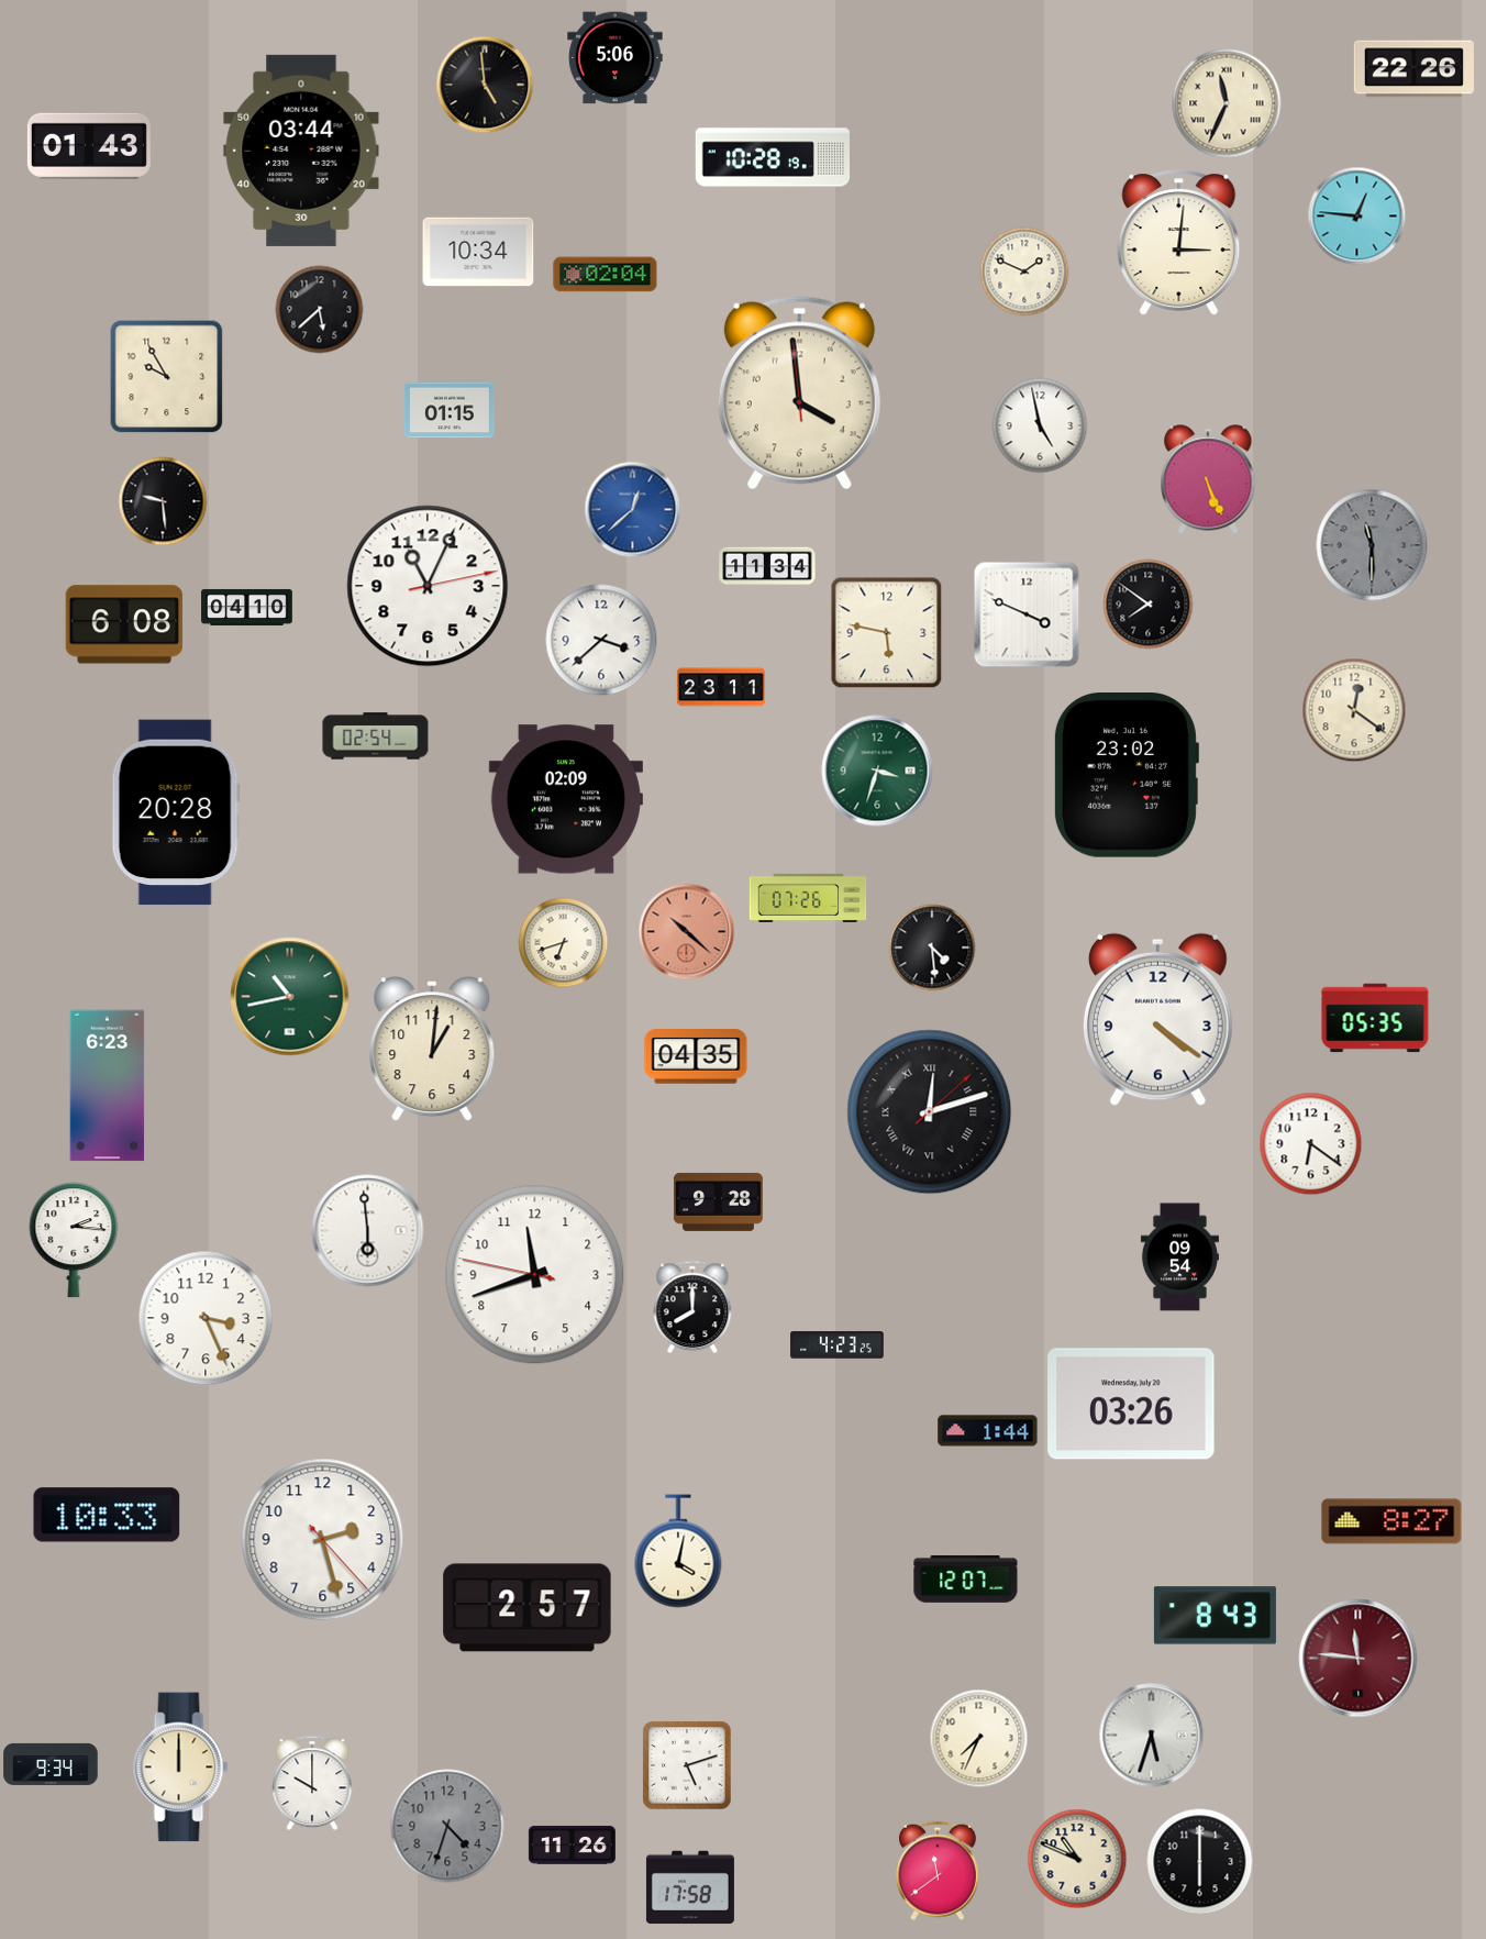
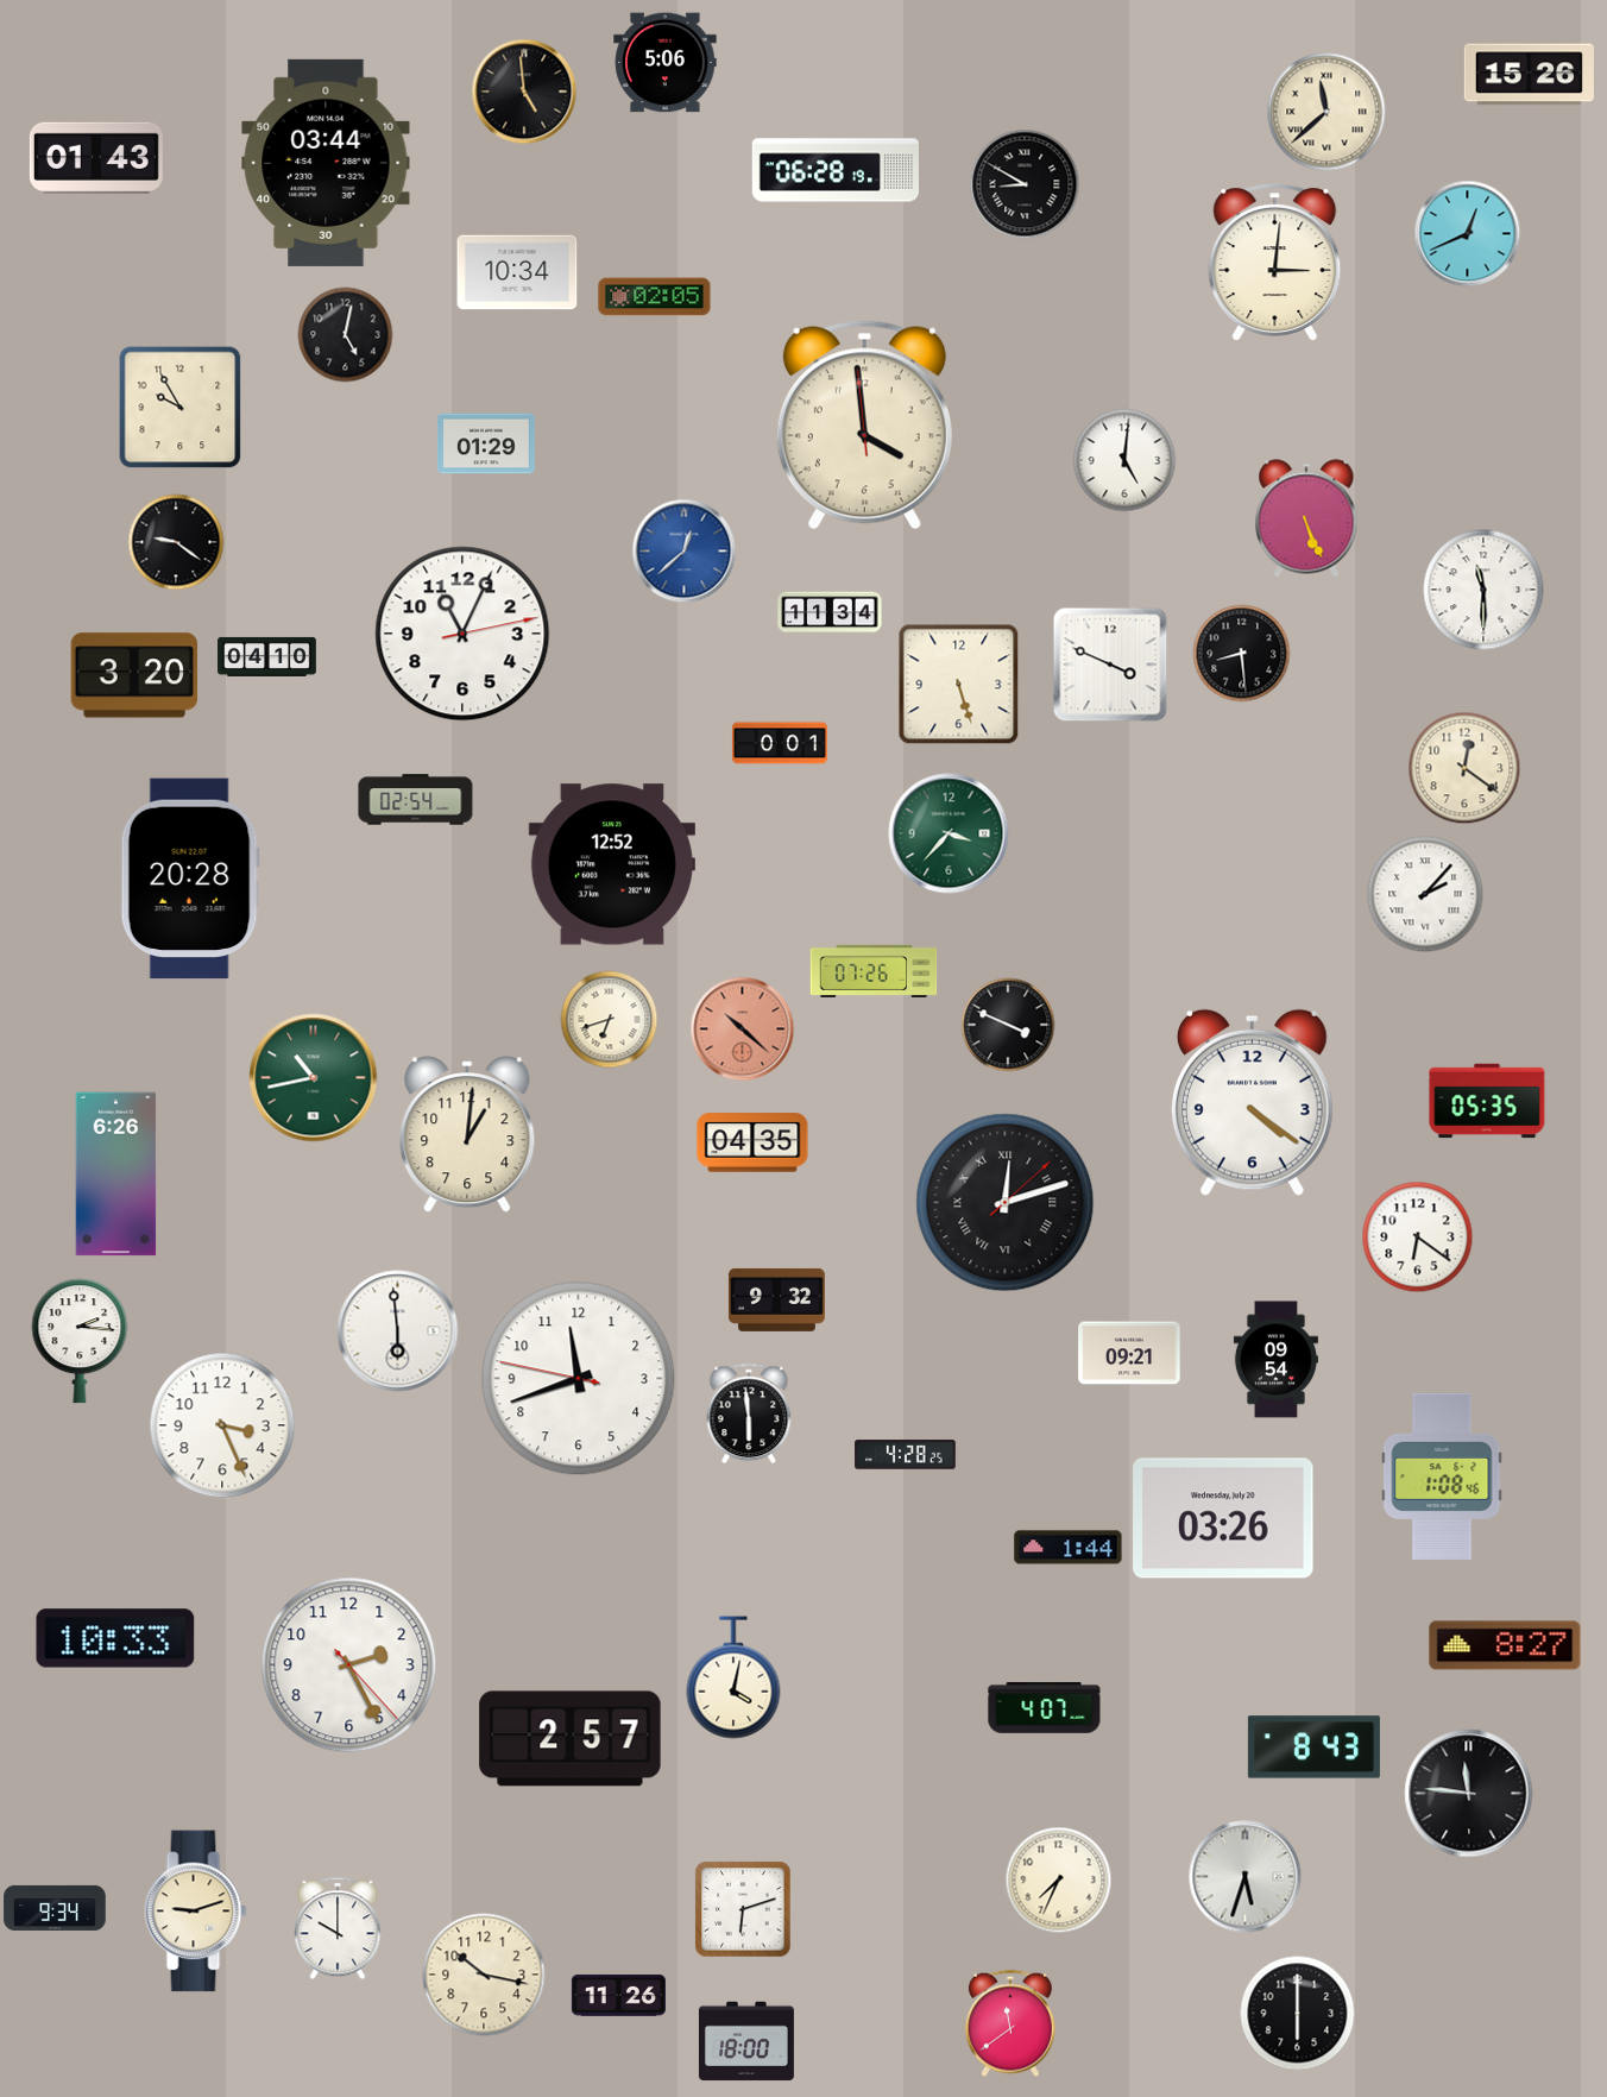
clock at (1413, 69): 22:26 -> 15:26
clock at (1227, 103): 11:34 -> 11:38
clock at (772, 157): 10:28 -> 06:28
clock at (1025, 184): none -> 8:50
clock at (1357, 217): 12:46 -> 12:41
clock at (1024, 272): 1:49 -> none
clock at (606, 275): 02:04 -> 02:05
clock at (320, 310): 5:38 -> 5:02
clock at (450, 410): 01:15 -> 01:29
clock at (1040, 425): 4:58 -> 5:01
clock at (163, 501): 9:29 -> 9:21
clock at (1372, 545) dial: grey -> white
clock at (1149, 605): 7:51 -> 8:29
clock at (123, 624): 6:08 -> 3:20
clock at (887, 633): 5:47 -> 5:27
clock at (601, 640): 3:38 -> none
clock at (721, 687): 23:11 -> 0:01
clock at (376, 736) position: (376, 736) -> (416, 800)
clock at (877, 771): 3:33 -> 3:37
clock at (1125, 776): 23:02 -> none
clock at (566, 799): 02:09 -> 12:52
clock at (1425, 894): none -> 2:07
clock at (687, 932) position: (687, 932) -> (743, 1029)
clock at (932, 948): 4:29 -> 3:49
clock at (108, 1086): 6:23 -> 6:26
clock at (718, 1201): 9:28 -> 9:32
clock at (1129, 1353): none -> 09:21
clock at (692, 1307): 8:00 -> 5:59
clock at (838, 1345): 4:23 -> 4:28
clock at (1442, 1475): none -> 1:08
clock at (323, 1540): 2:27 -> 2:25
clock at (966, 1578): 12:07 -> 4:07
clock at (1359, 1659) dial: burgundy -> black
clock at (687, 1765): 5:12 -> 6:12
clock at (181, 1768): 12:00 -> 9:12
clock at (447, 1826): 4:33 -> 10:17
clock at (447, 1826) dial: grey -> cream
clock at (1077, 1859): 10:49 -> none
clock at (938, 1871) position: (938, 1871) -> (1010, 2023)
clock at (690, 1887): 17:58 -> 18:00
